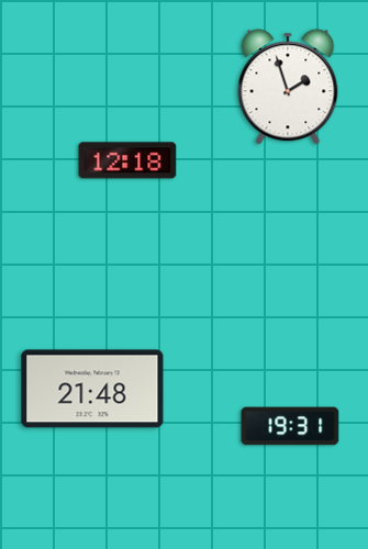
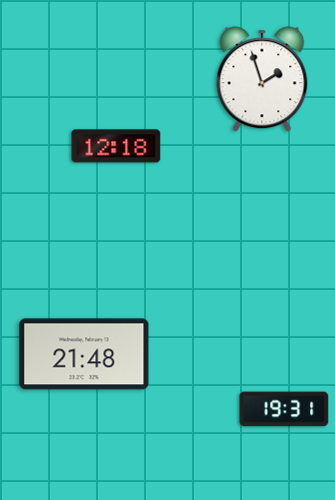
clock at (290, 426) position: (290, 426) -> (284, 409)
